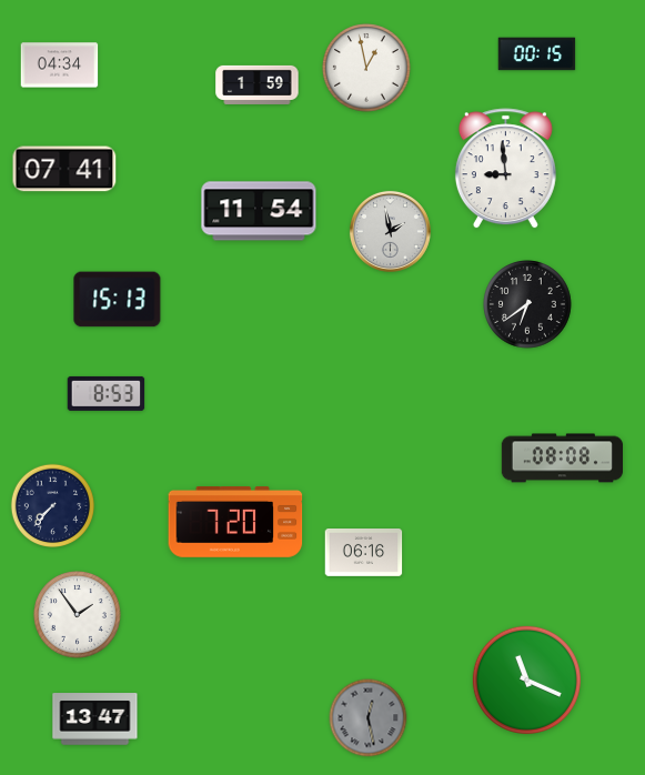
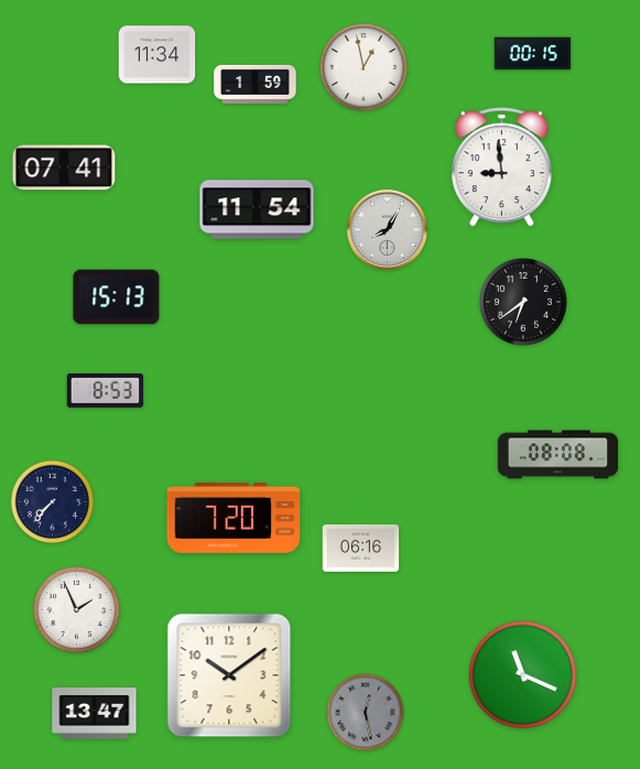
clock at (158, 55): none -> 11:34
clock at (60, 66): 04:34 -> none
clock at (390, 231): 1:58 -> 8:05
clock at (78, 615): 1:54 -> 1:56
clock at (229, 675): none -> 10:09
